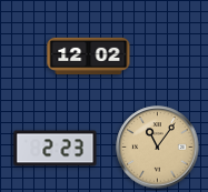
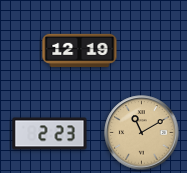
clock at (89, 55): 12:02 -> 12:19
clock at (158, 148): 11:06 -> 11:10
